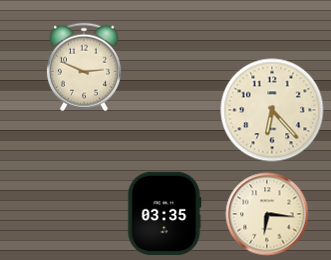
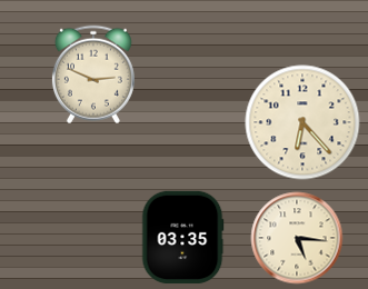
clock at (267, 214): 6:16 -> 5:16
